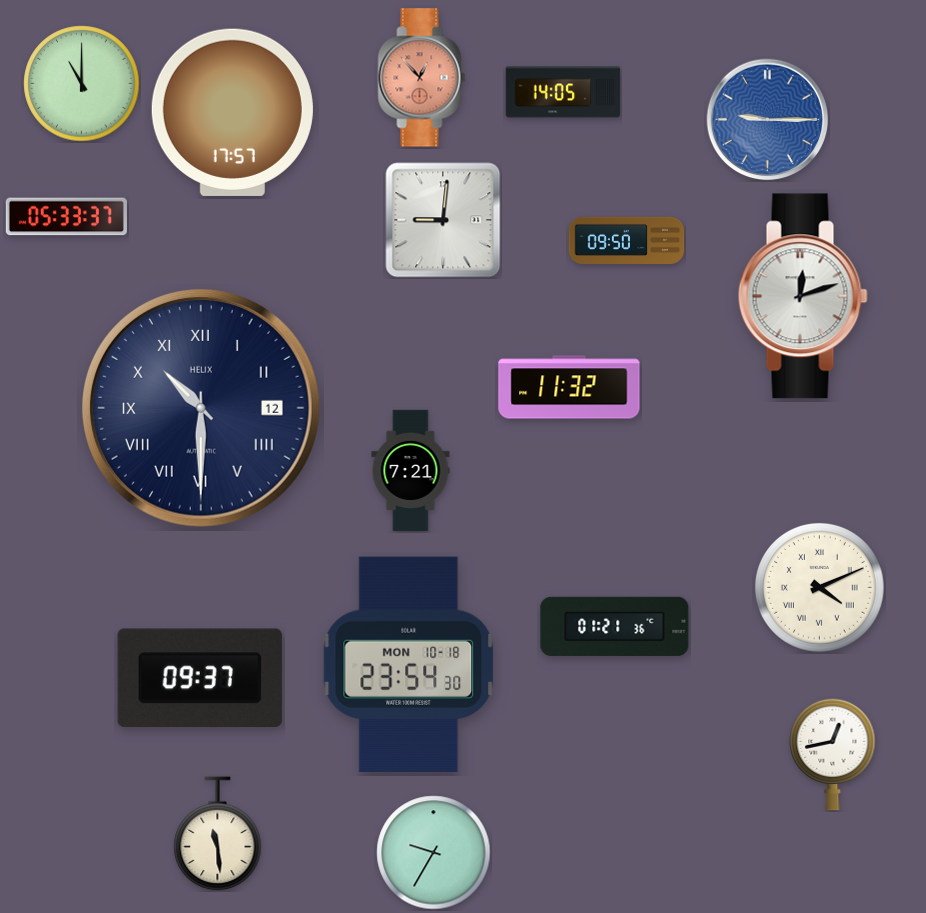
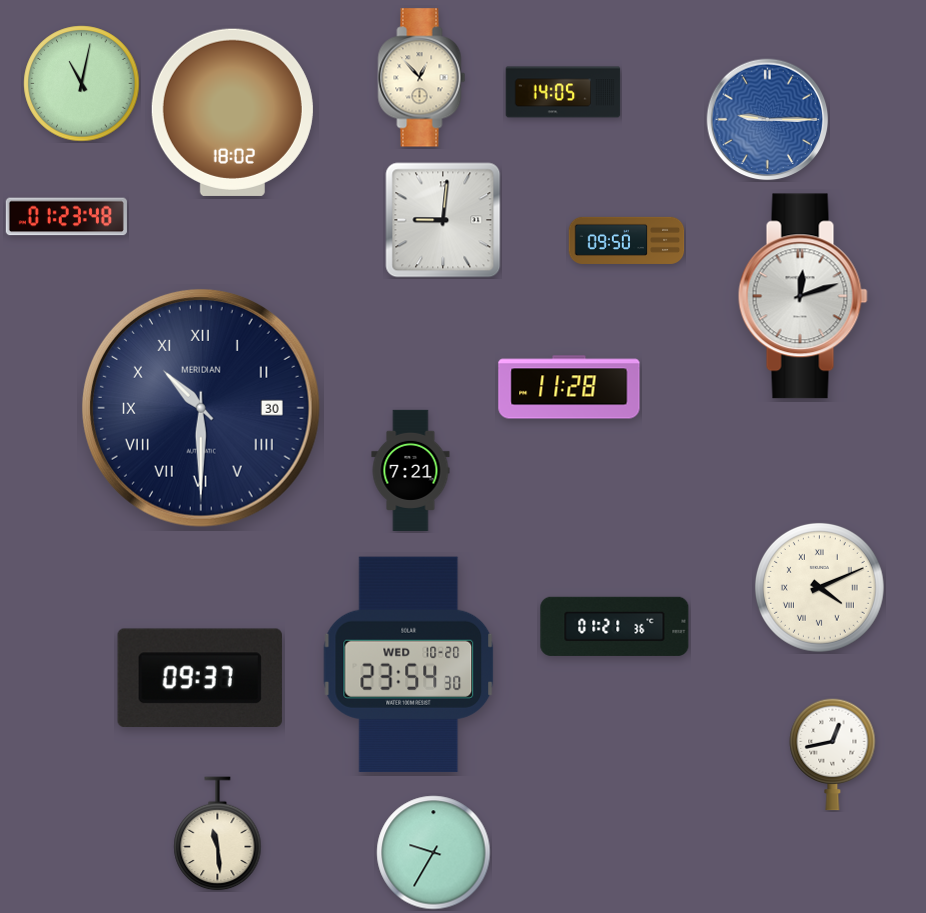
clock at (422, 78) dial: salmon -> cream
clock at (82, 84): 11:00 -> 11:02
clock at (232, 112): 17:57 -> 18:02
clock at (66, 217): 05:33 -> 01:23
clock at (569, 387): 11:32 -> 11:28
clock at (201, 408) date: 12 -> 30
clock at (201, 408) brand: HELIX -> MERIDIAN
clock at (409, 664) date: MON 10-18 -> WED 10-20
